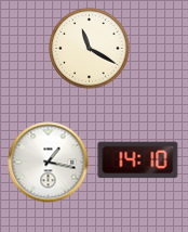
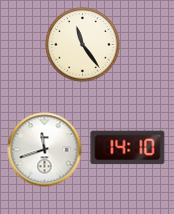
clock at (90, 49): 11:20 -> 11:24
clock at (49, 163): 1:17 -> 11:42
